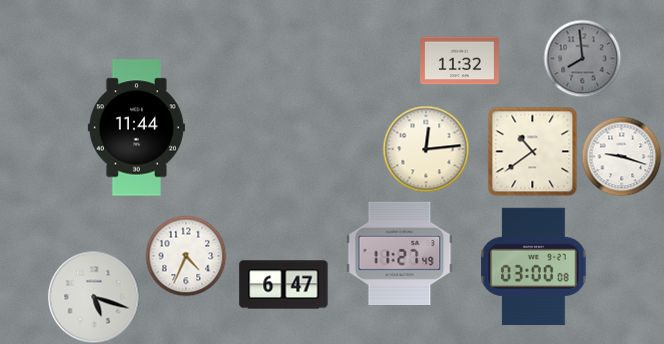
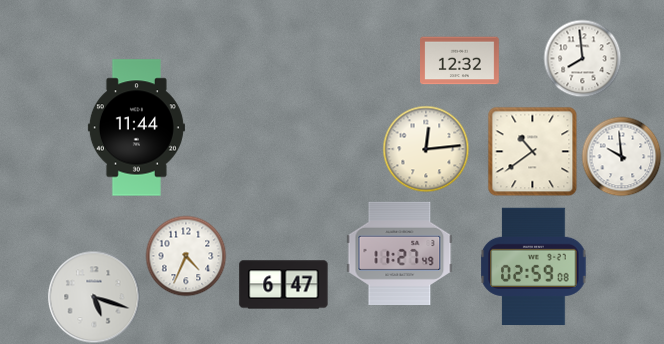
clock at (582, 58) dial: grey -> white
clock at (460, 61): 11:32 -> 12:32
clock at (621, 156): 9:18 -> 9:59
clock at (534, 267): 03:00 -> 02:59
